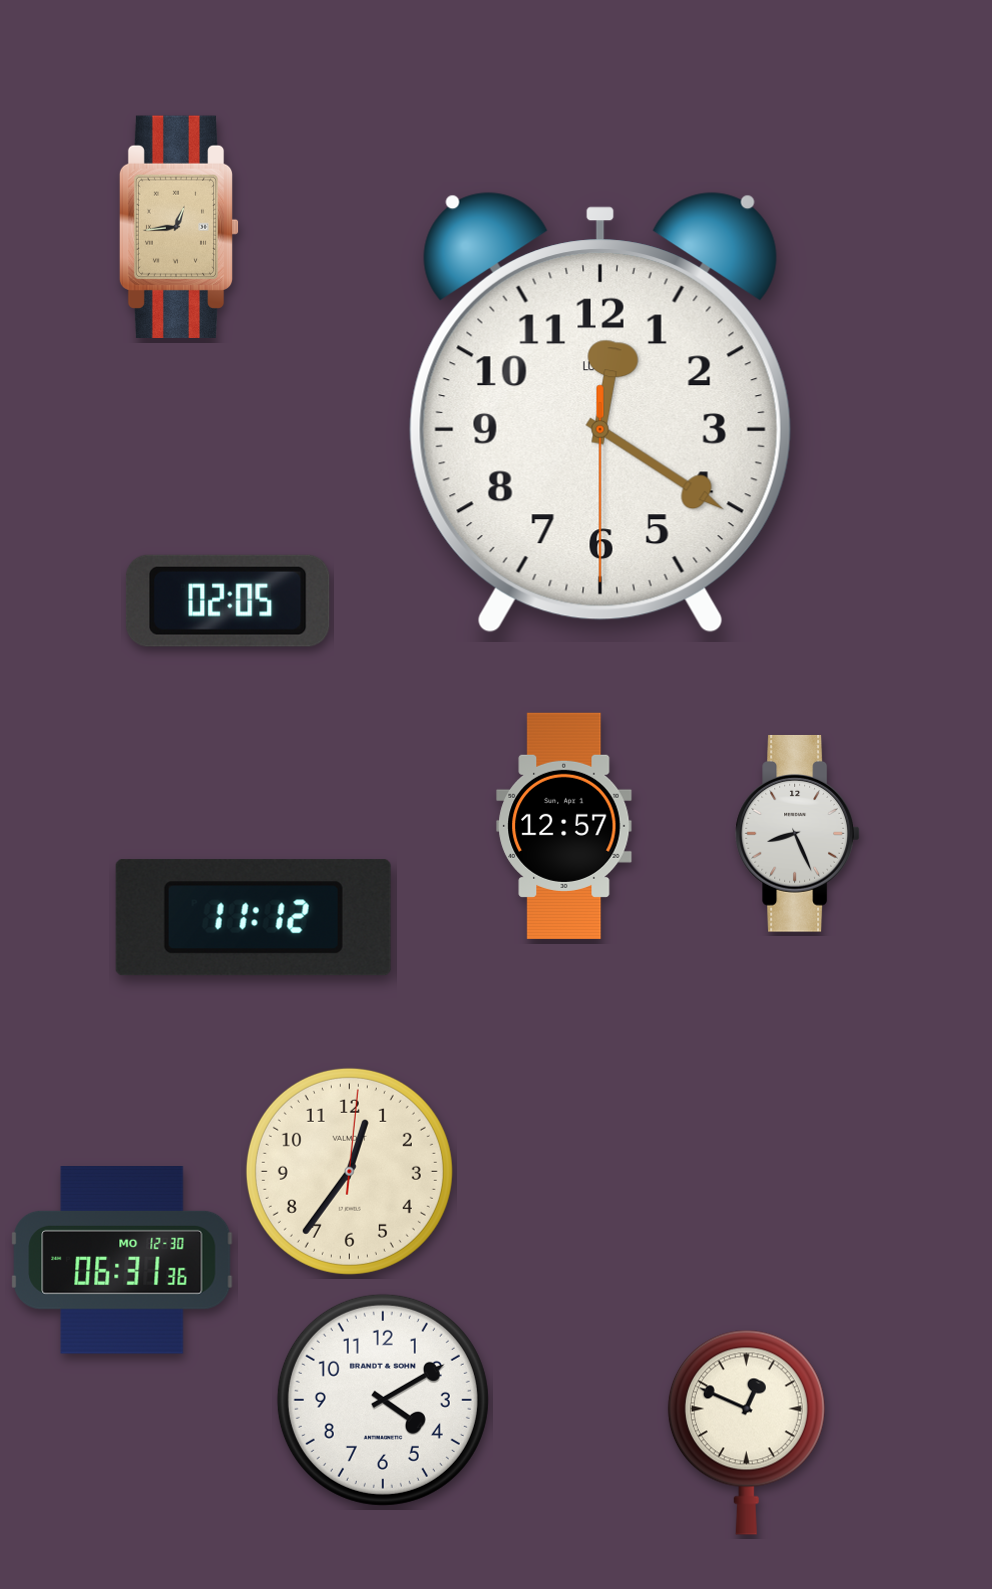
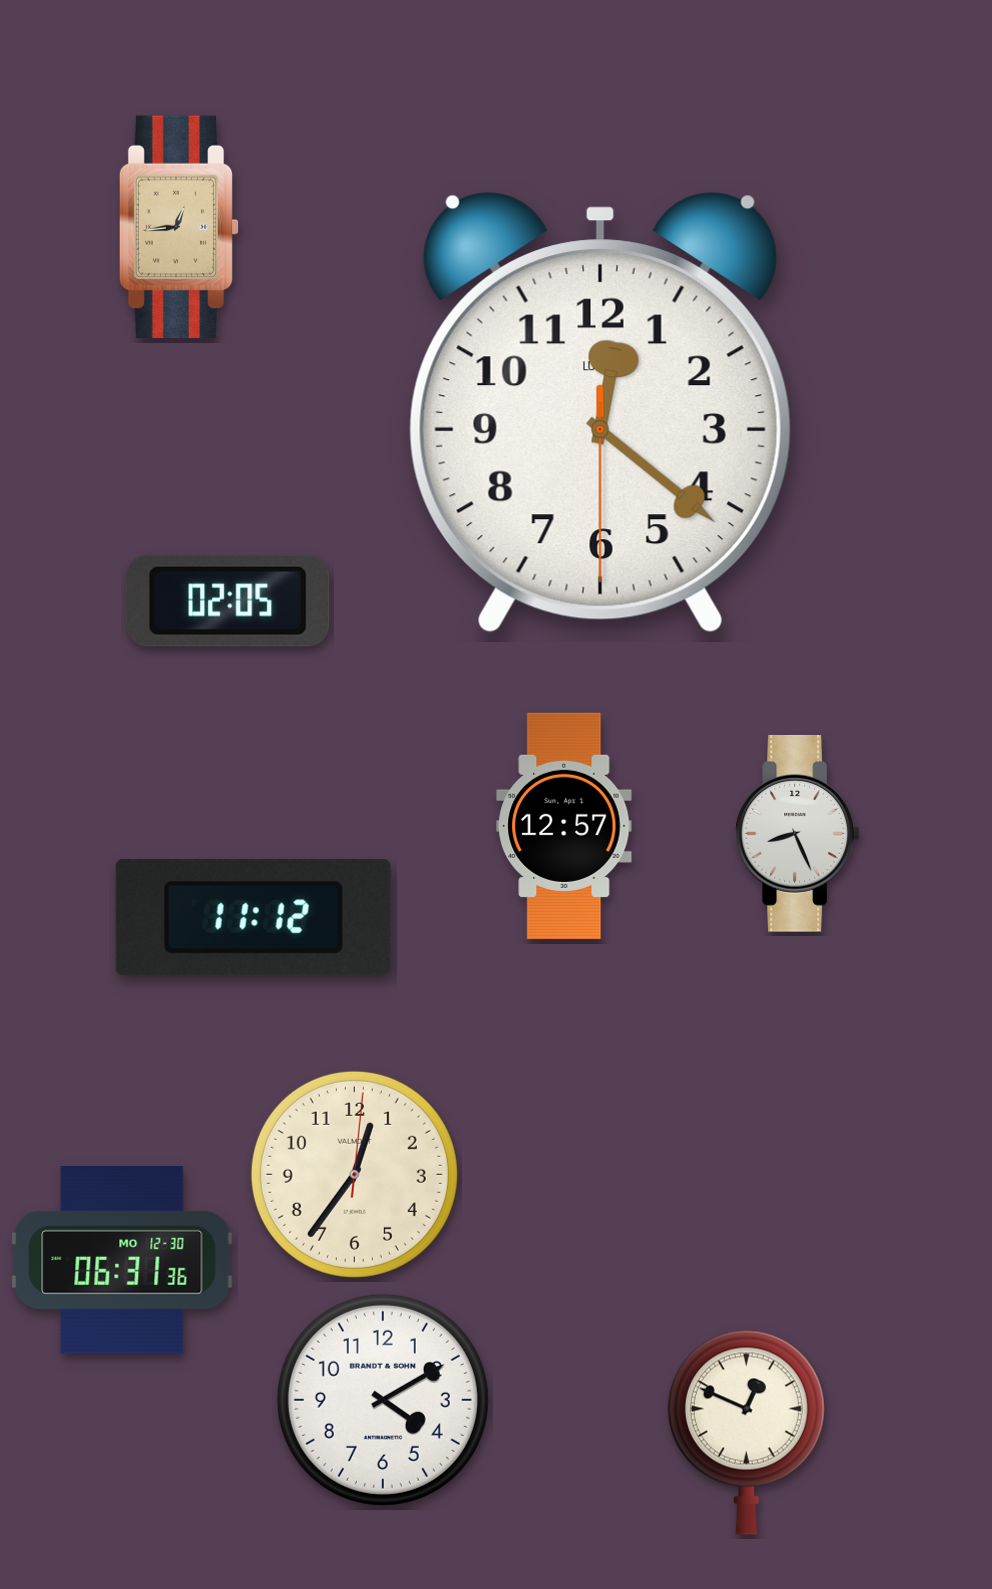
clock at (600, 413): 12:20 -> 12:21
clock at (349, 1171) position: (349, 1171) -> (354, 1174)
